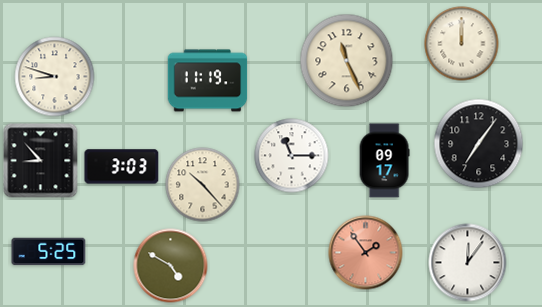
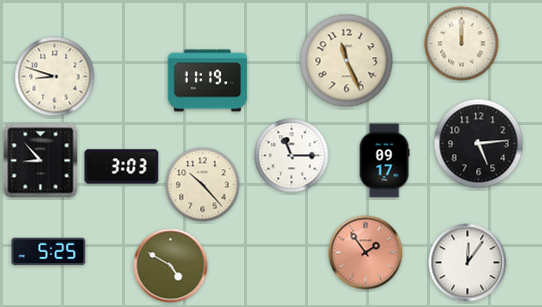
clock at (479, 144): 7:06 -> 5:14
